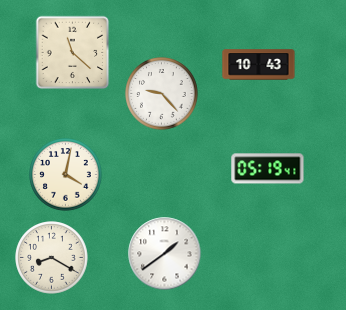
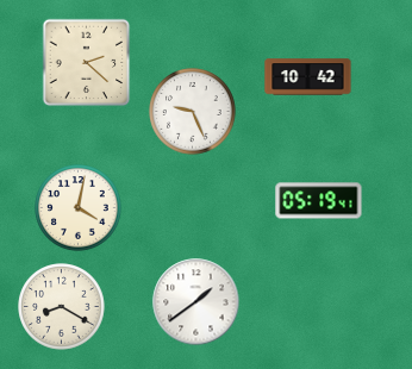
clock at (73, 53): 11:22 -> 2:22
clock at (259, 65): 10:43 -> 10:42
clock at (162, 94): 9:23 -> 9:26
